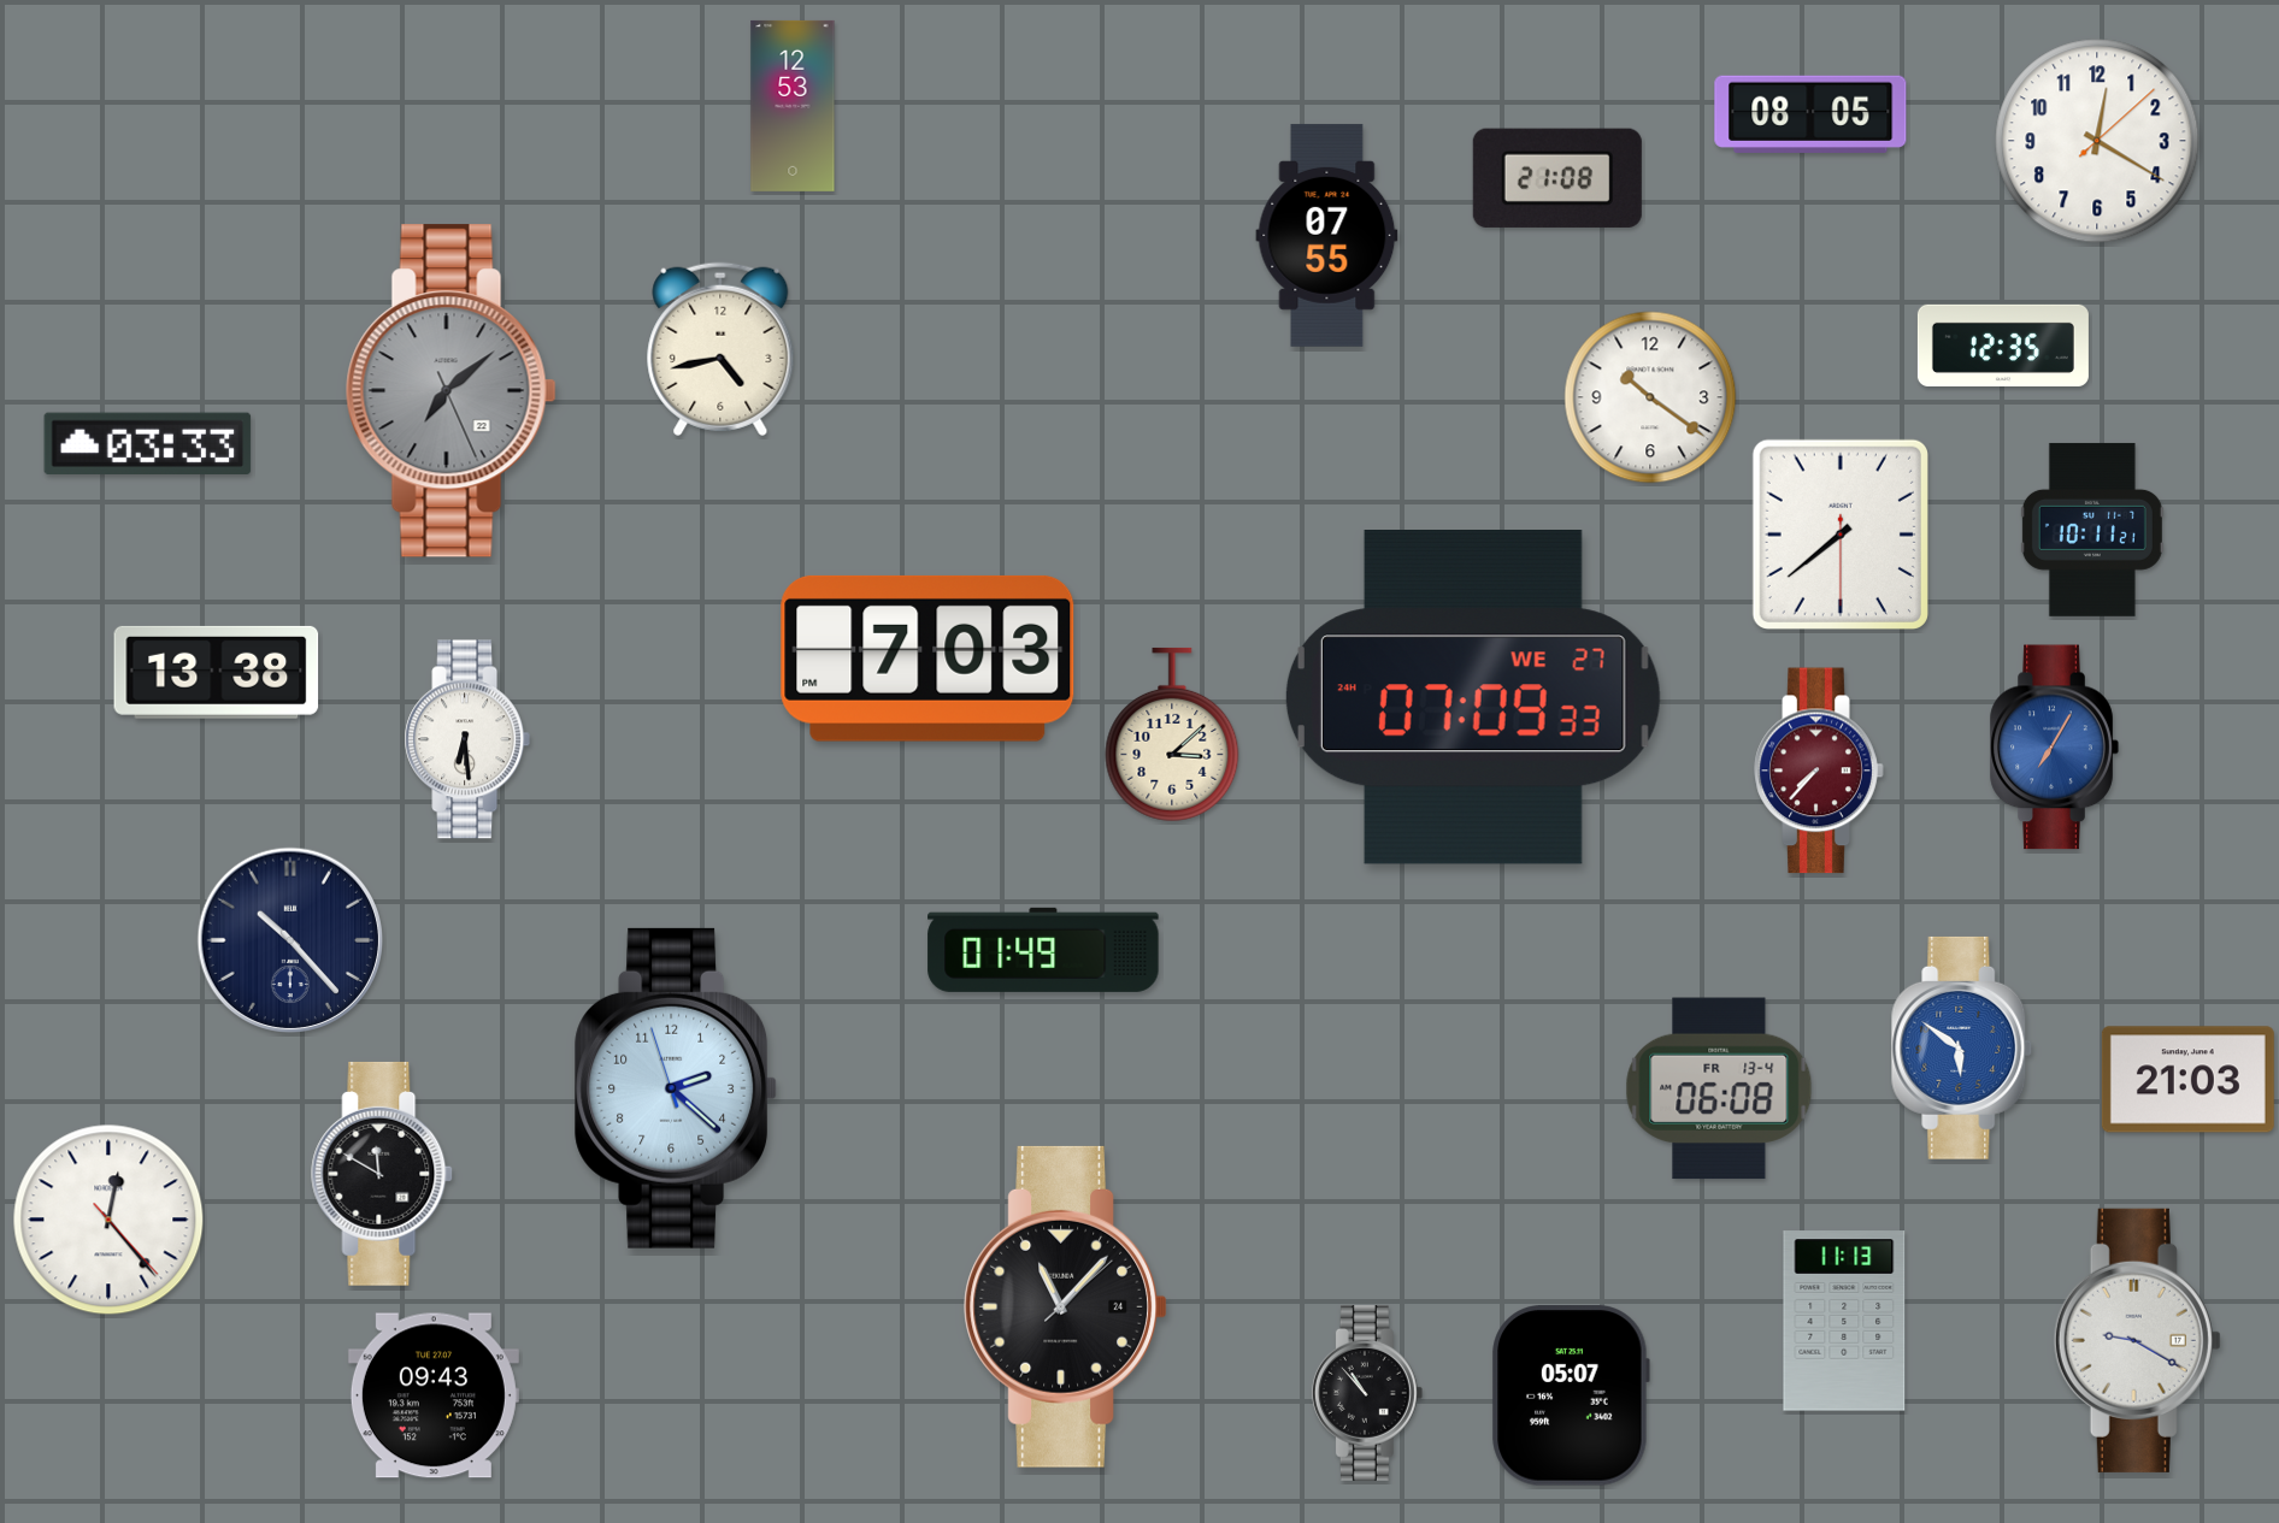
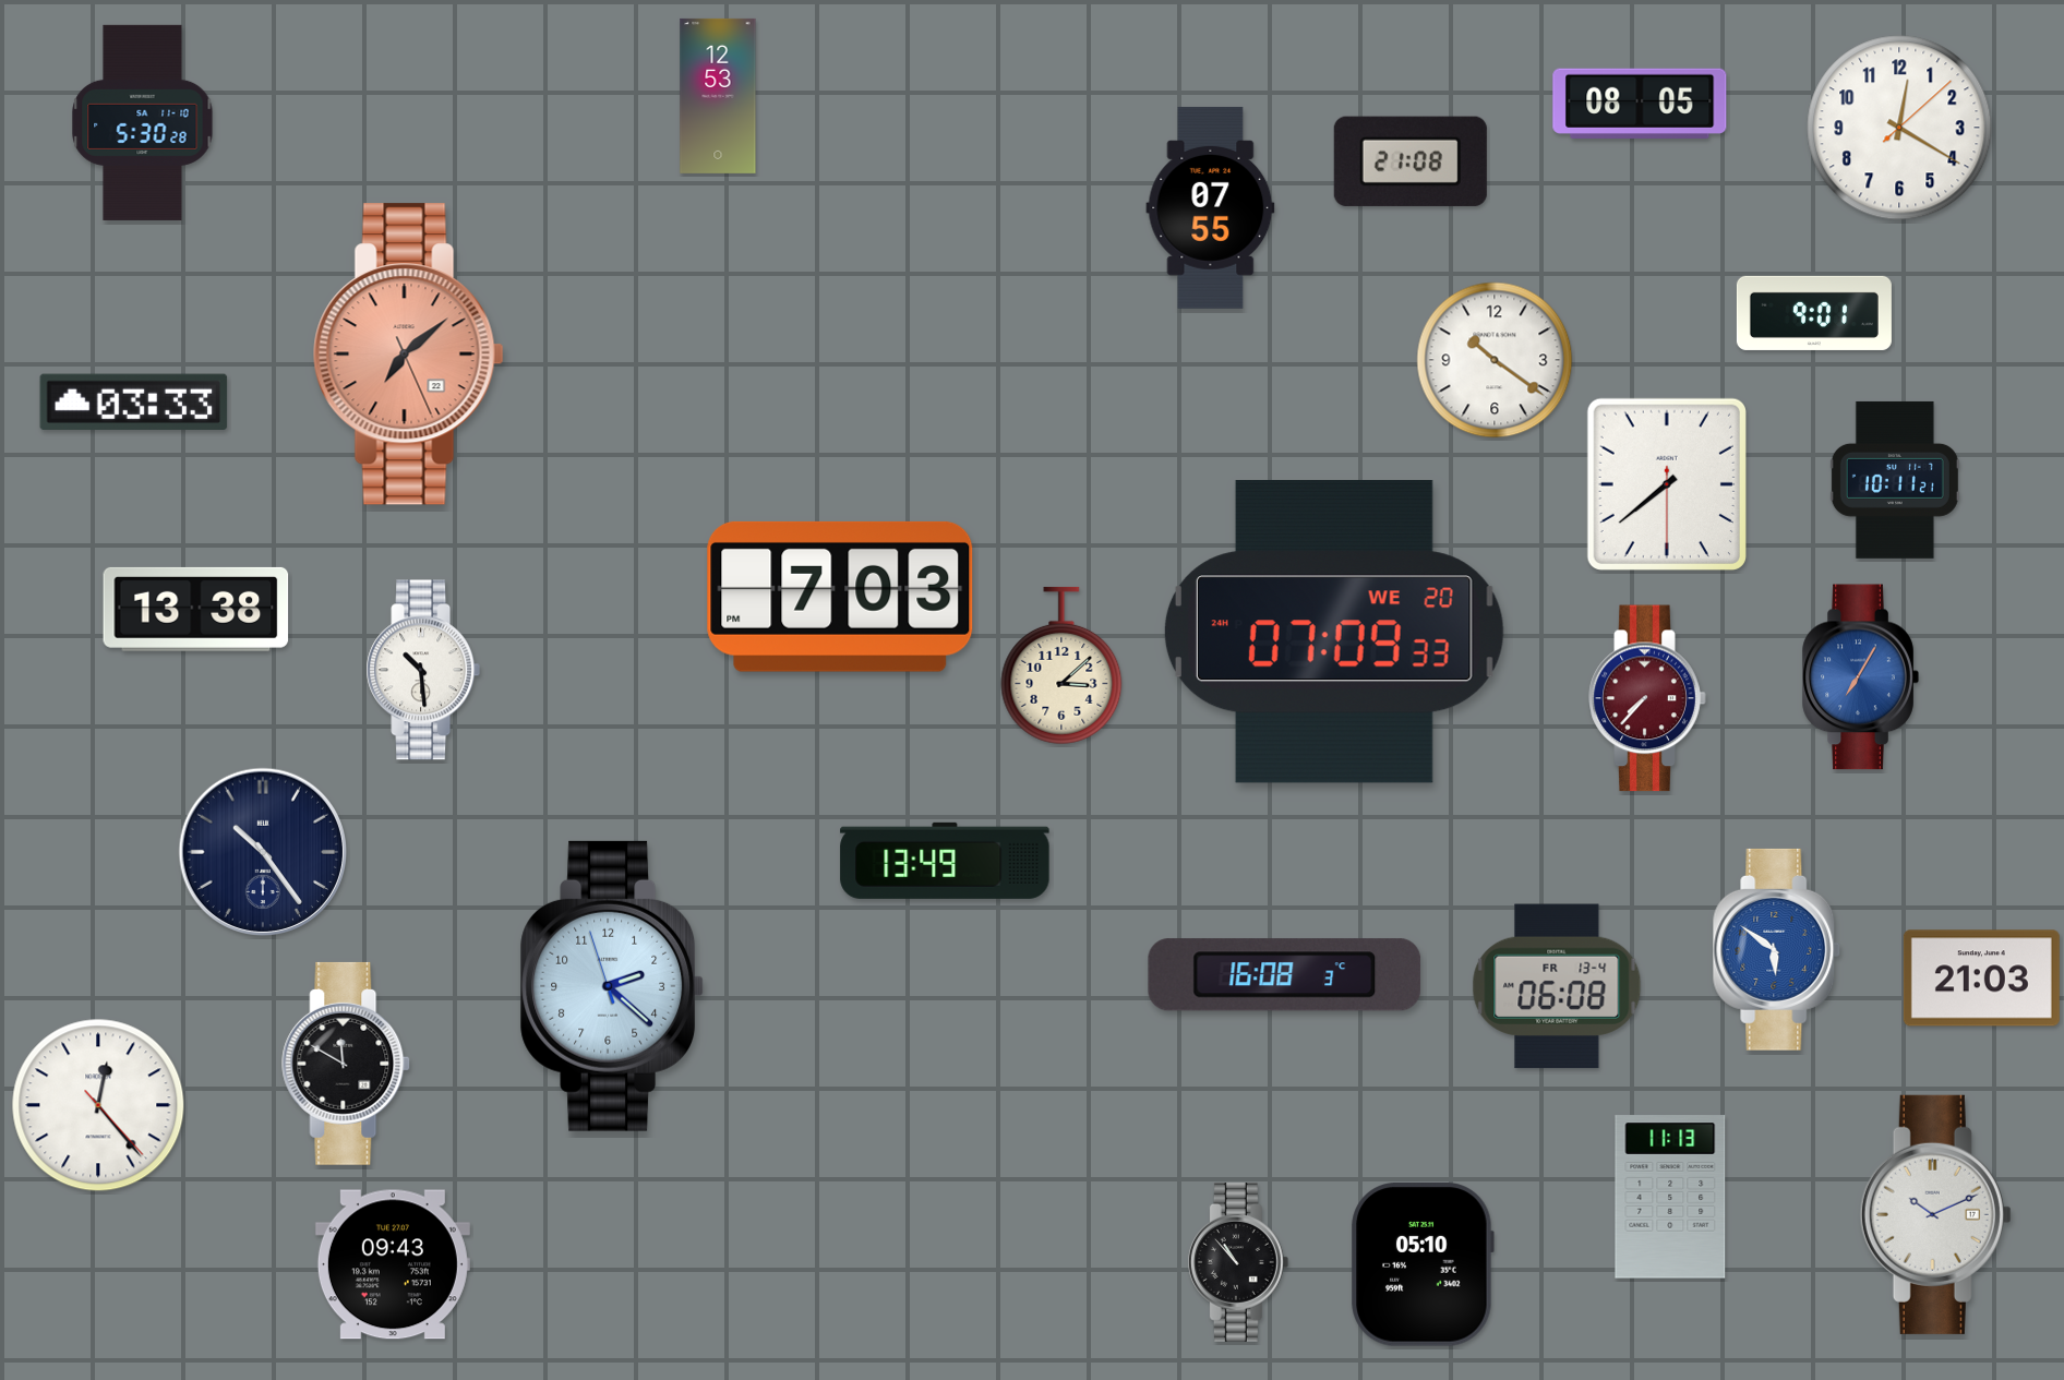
clock at (143, 122): none -> 5:30
clock at (1327, 235) position: (1327, 235) -> (1211, 207)
clock at (2003, 346): 12:35 -> 9:01
clock at (720, 349): 4:43 -> none
clock at (450, 391) dial: grey -> salmon
clock at (1473, 698) date: WE 27 -> WE 20
clock at (467, 739): 6:29 -> 10:29
clock at (289, 940): 10:23 -> 10:24
clock at (1043, 950): 01:49 -> 13:49
clock at (1285, 975): none -> 16:08
clock at (1065, 1306): 11:07 -> none
clock at (2137, 1340): 9:20 -> 10:11
clock at (1571, 1395): 05:07 -> 05:10
